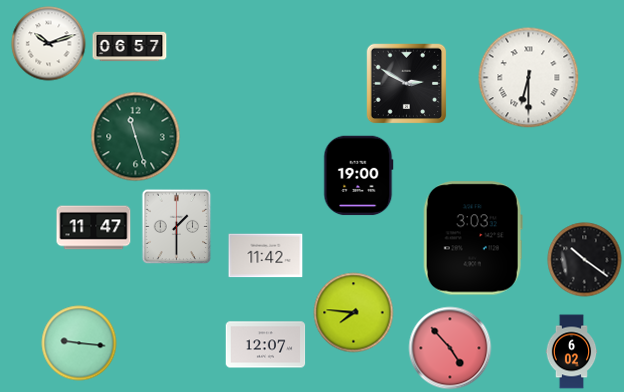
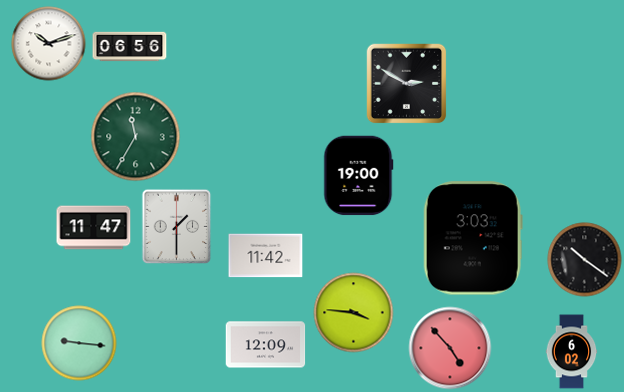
clock at (130, 47): 06:57 -> 06:56
clock at (529, 78): 6:30 -> none
clock at (136, 137): 11:27 -> 11:35
clock at (354, 313): 7:46 -> 3:46
clock at (266, 345): 12:07 -> 12:09
